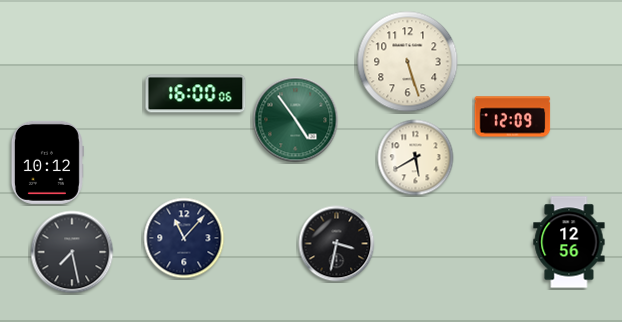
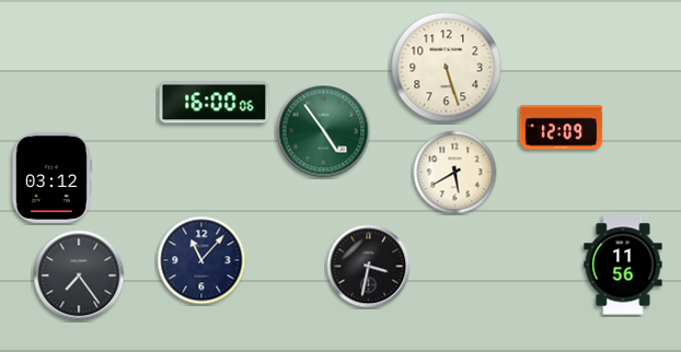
clock at (47, 162): 10:12 -> 03:12
clock at (569, 242): 12:56 -> 11:56
clock at (72, 252): 7:28 -> 7:24
